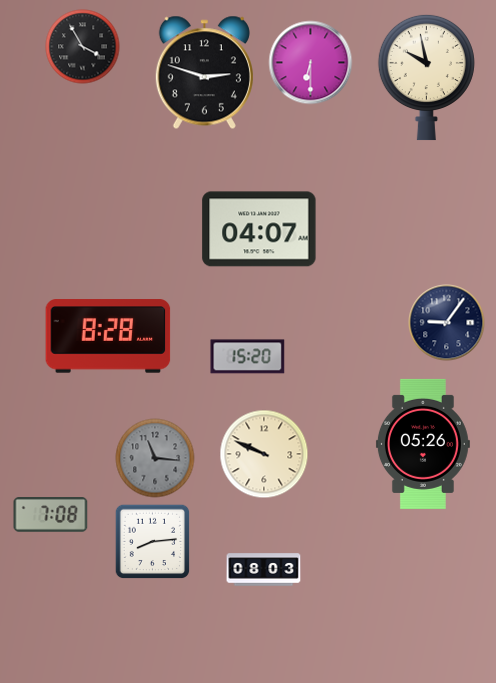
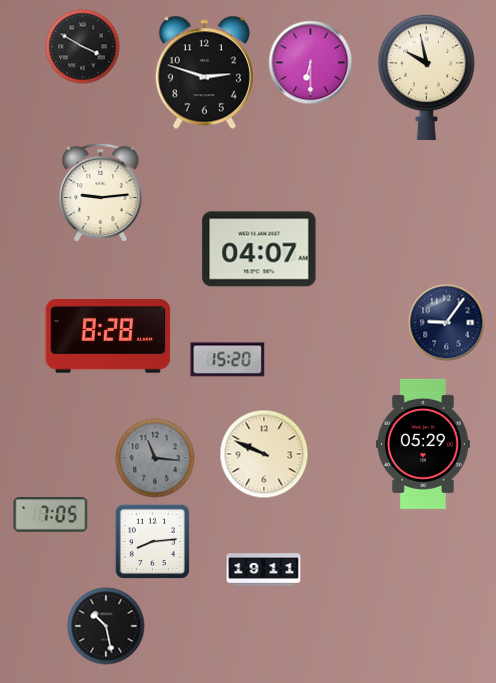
clock at (83, 47): 3:55 -> 3:50
clock at (101, 193): none -> 9:14
clock at (259, 229) position: (259, 229) -> (259, 249)
clock at (248, 357) position: (248, 357) -> (228, 360)
clock at (423, 444): 05:26 -> 05:29
clock at (51, 515): 7:08 -> 7:05
clock at (264, 570): 08:03 -> 19:11
clock at (106, 626): none -> 10:28
